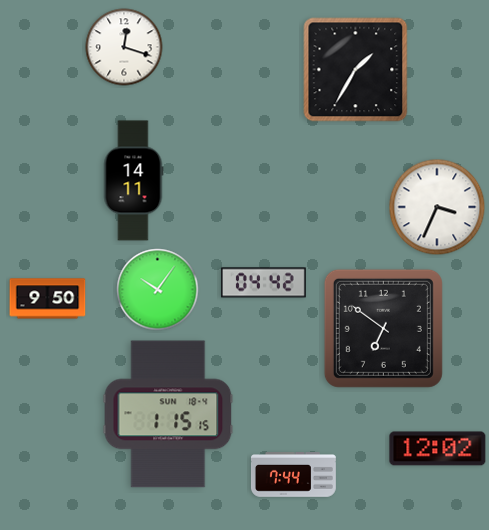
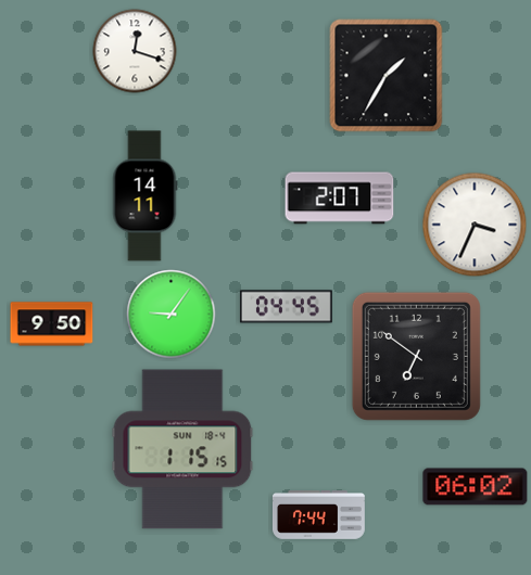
clock at (340, 199): none -> 2:07
clock at (263, 283): 04:42 -> 04:45
clock at (158, 290): 10:06 -> 9:06
clock at (438, 449): 12:02 -> 06:02
